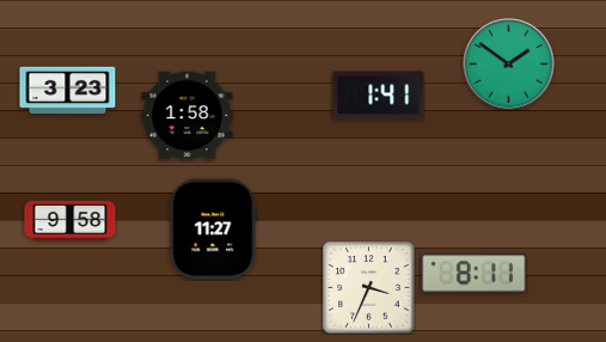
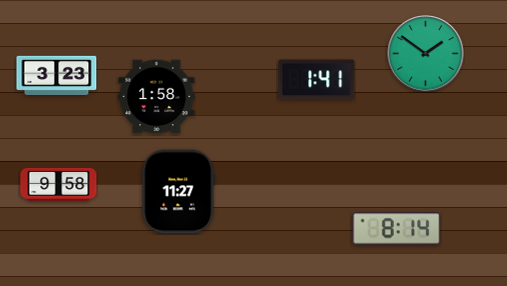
clock at (475, 274): 8:11 -> 8:14
clock at (369, 288): 3:34 -> none
